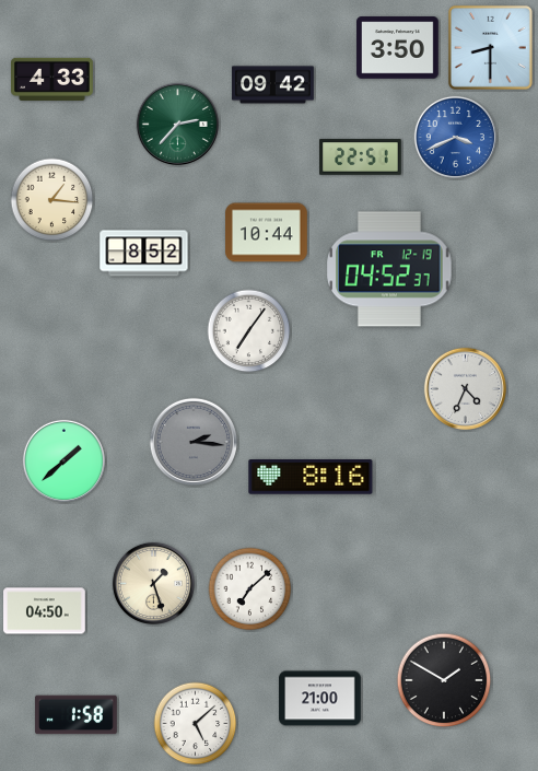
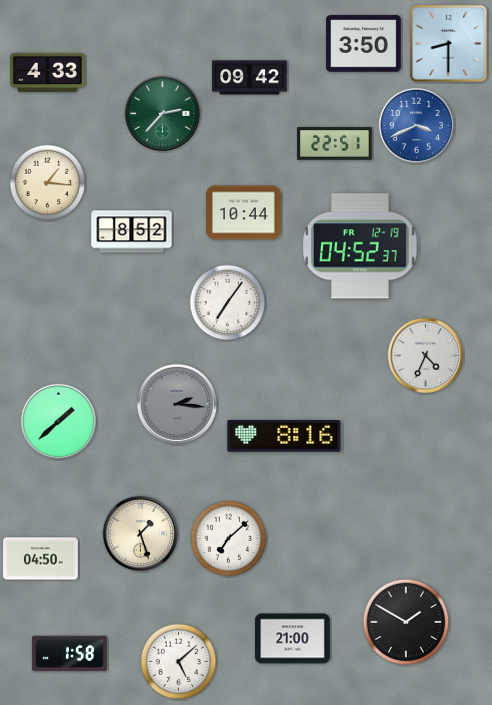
clock at (361, 157) position: (361, 157) -> (335, 144)
clock at (389, 269) position: (389, 269) -> (360, 246)
